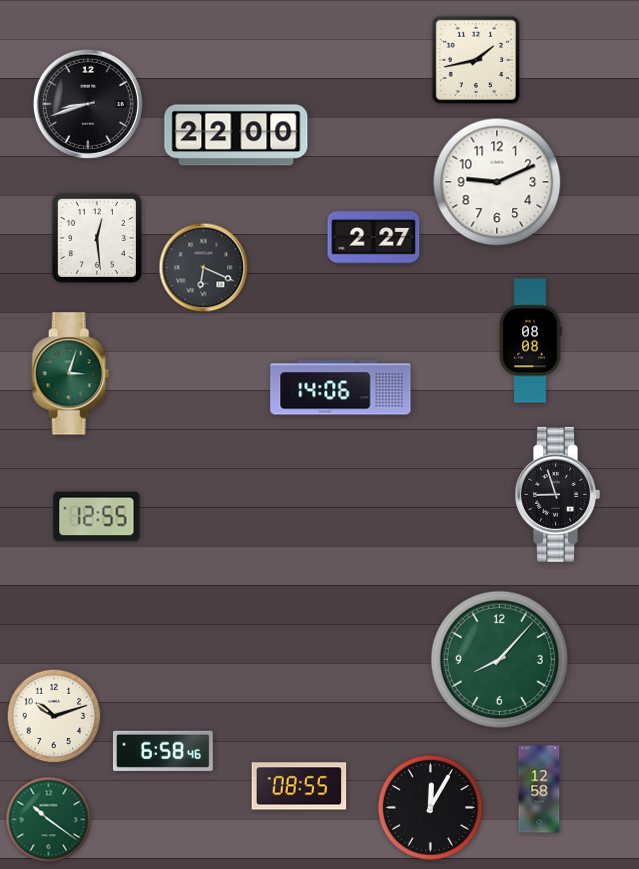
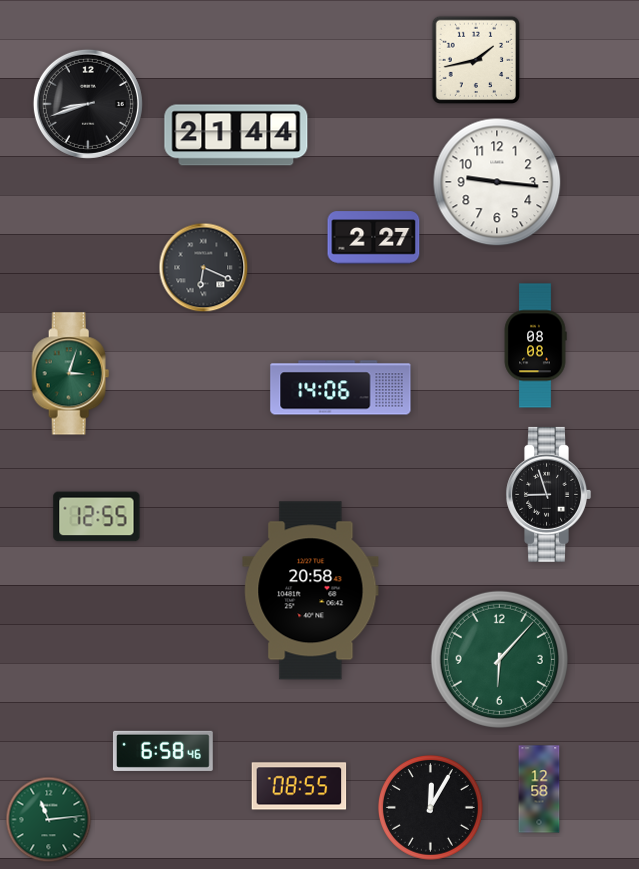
clock at (236, 135): 22:00 -> 21:44
clock at (497, 182): 9:11 -> 9:16
clock at (97, 238): 12:29 -> none
clock at (530, 341) position: (530, 341) -> (535, 346)
clock at (557, 494) position: (557, 494) -> (548, 494)
clock at (311, 591): none -> 20:58
clock at (499, 659): 8:07 -> 6:07
clock at (54, 716): 10:12 -> none
clock at (49, 820): 10:21 -> 11:14
